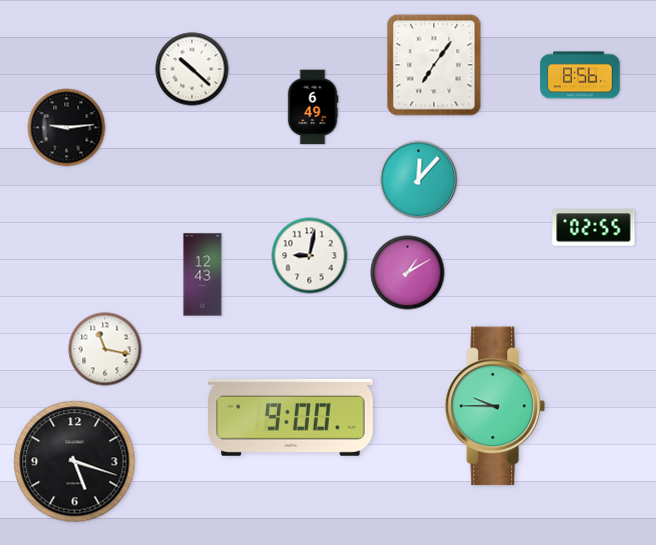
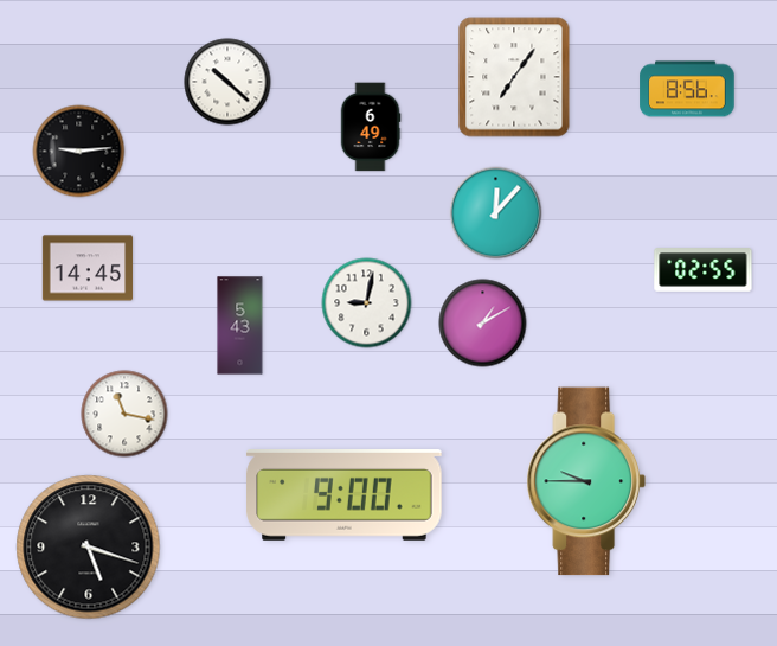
clock at (88, 268): none -> 14:45
clock at (203, 275): 12:43 -> 5:43
